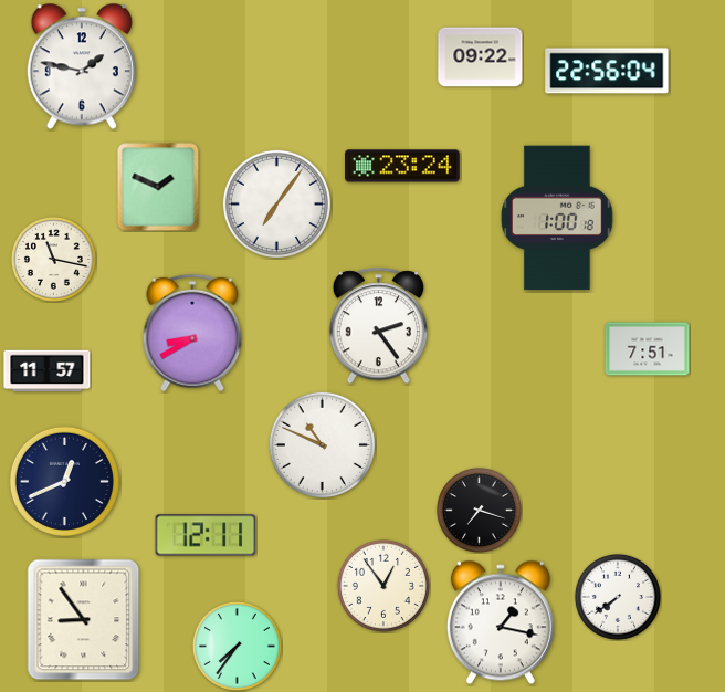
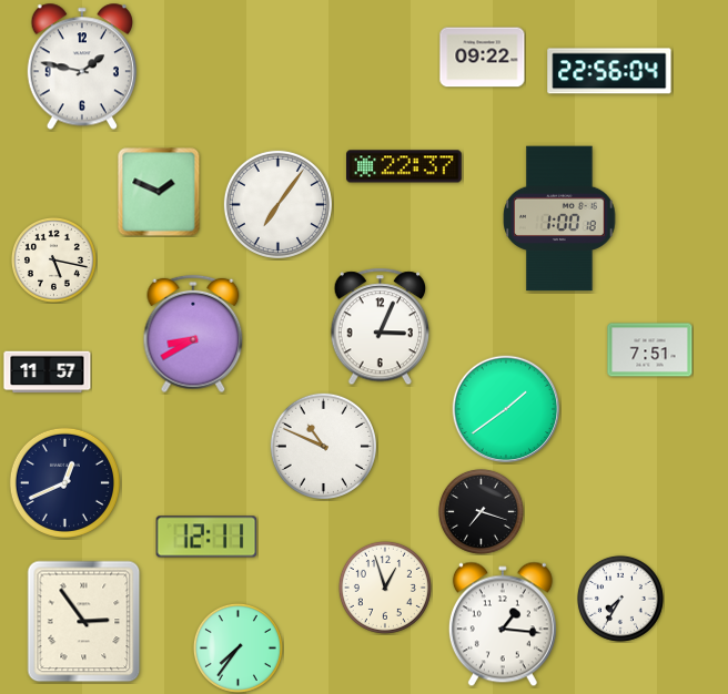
clock at (403, 166): 23:24 -> 22:37
clock at (158, 187) position: (158, 187) -> (159, 192)
clock at (53, 259): 11:17 -> 5:17
clock at (378, 326): 2:24 -> 3:04
clock at (506, 409): none -> 1:39
clock at (383, 586): 12:54 -> 12:57
clock at (618, 597): 7:39 -> 7:35
clock at (84, 620): 8:54 -> 2:54
clock at (501, 622): 1:17 -> 1:16
